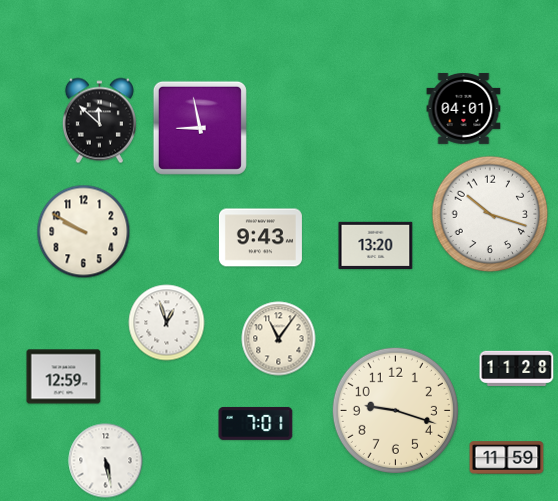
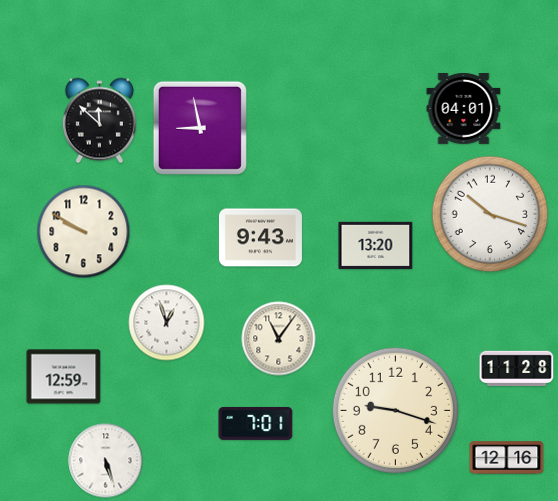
clock at (507, 458): 11:59 -> 12:16
clock at (106, 461): 5:28 -> 5:27
